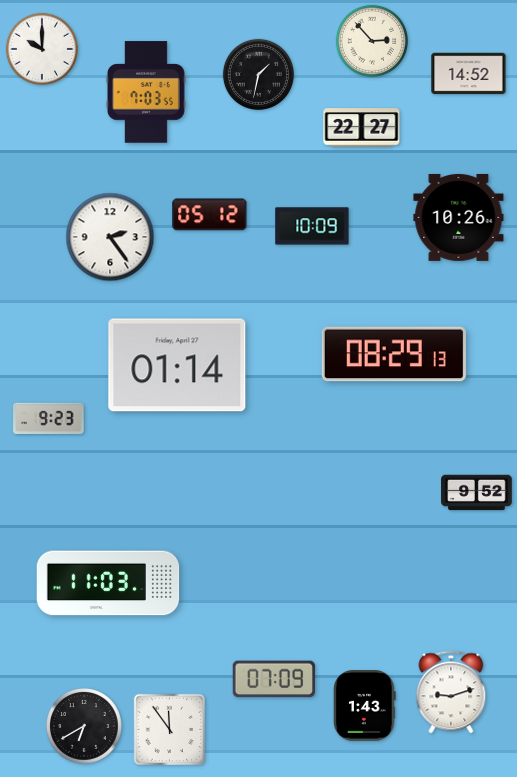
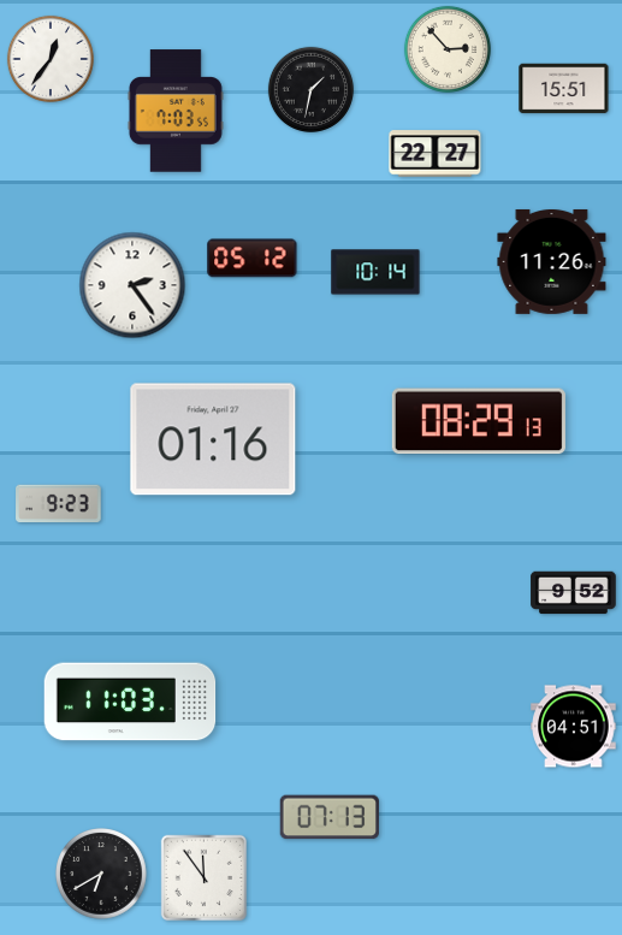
clock at (42, 49): 10:00 -> 12:36
clock at (469, 74): 14:52 -> 15:51
clock at (459, 217): 10:26 -> 11:26
clock at (312, 226): 10:09 -> 10:14
clock at (394, 354) position: (394, 354) -> (479, 421)
clock at (177, 365): 01:14 -> 01:16
clock at (574, 727): none -> 04:51
clock at (274, 679): 07:09 -> 07:13
clock at (451, 692): 9:12 -> none
clock at (365, 706): 1:43 -> none
